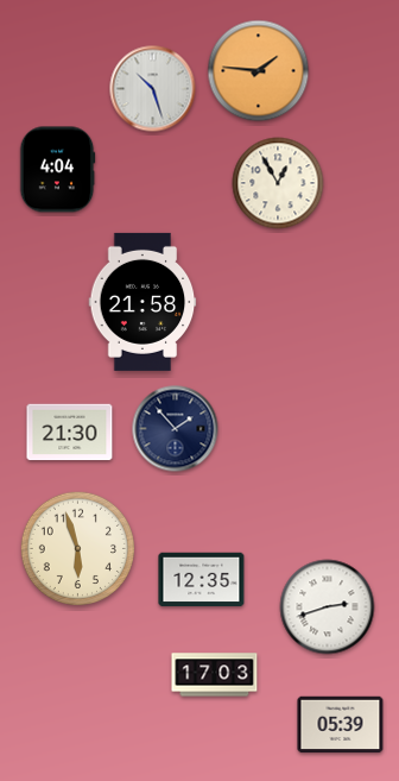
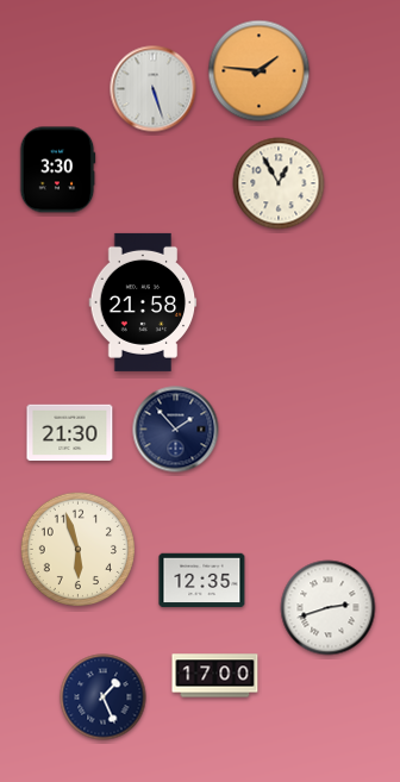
clock at (153, 89): 10:27 -> 5:27
clock at (57, 170): 4:04 -> 3:30
clock at (215, 675): 17:03 -> 17:00
clock at (104, 697): none -> 1:26
clock at (341, 725): 05:39 -> none
